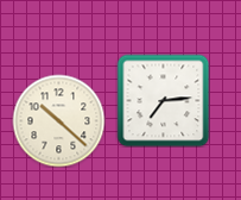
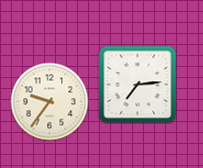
clock at (58, 120): 10:22 -> 9:36
